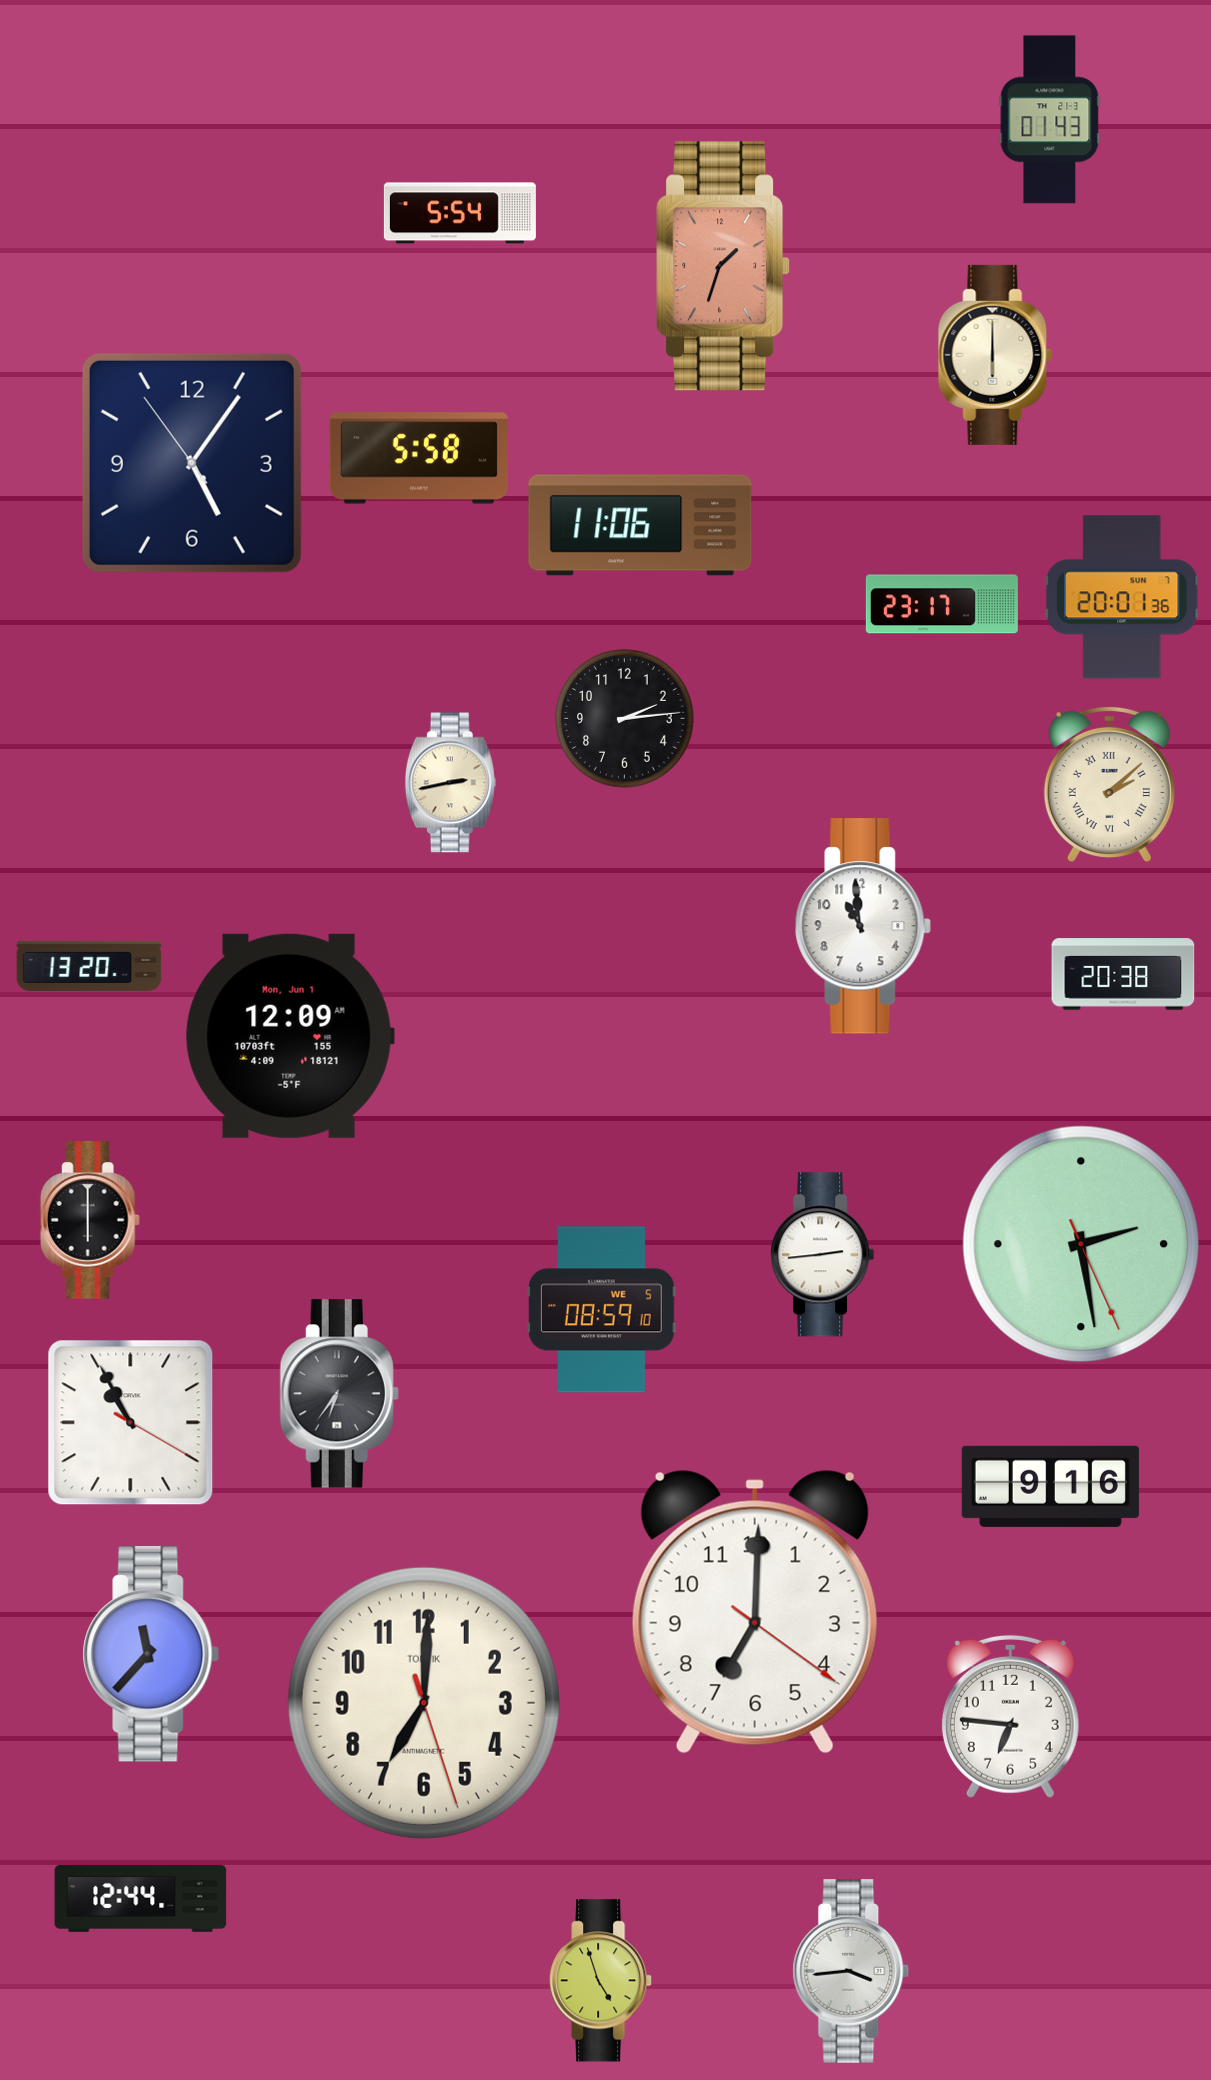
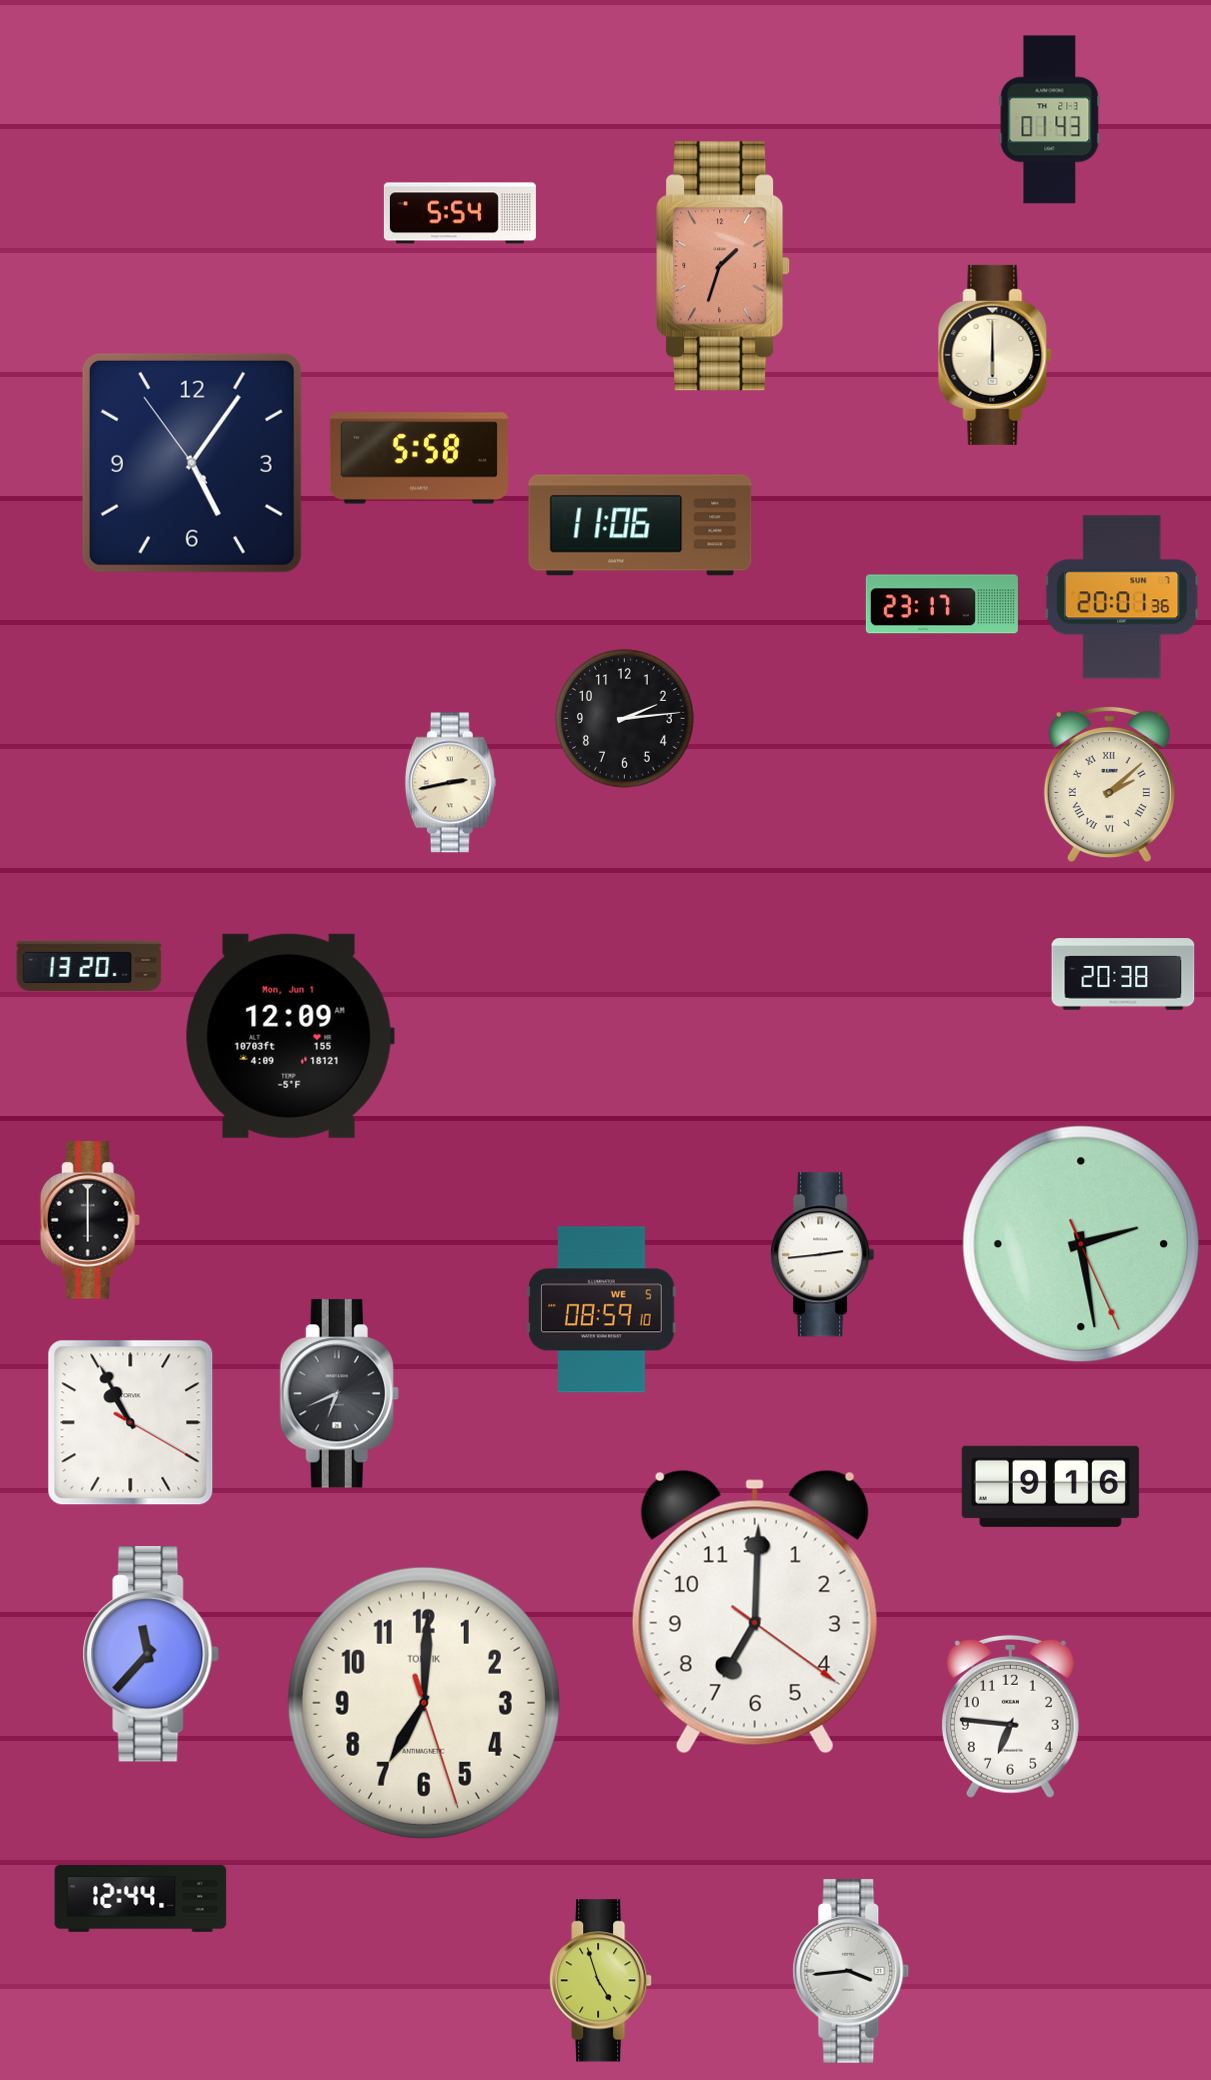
clock at (863, 926): 10:59 -> none
clock at (339, 1394): 6:36 -> 6:41
